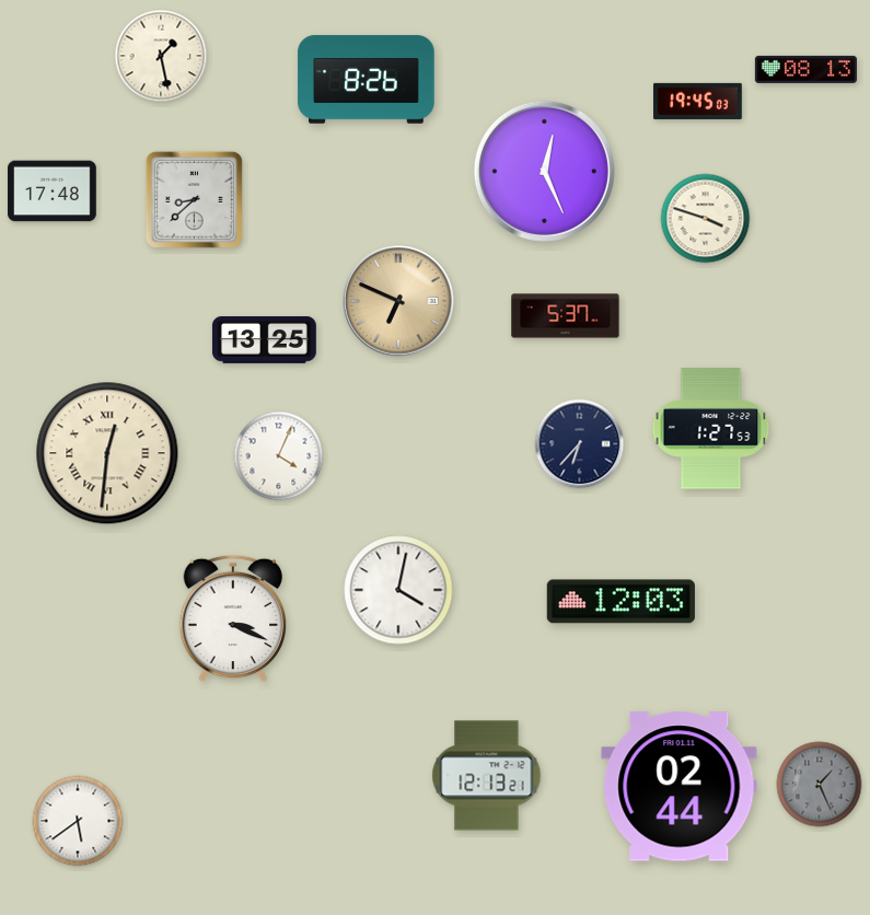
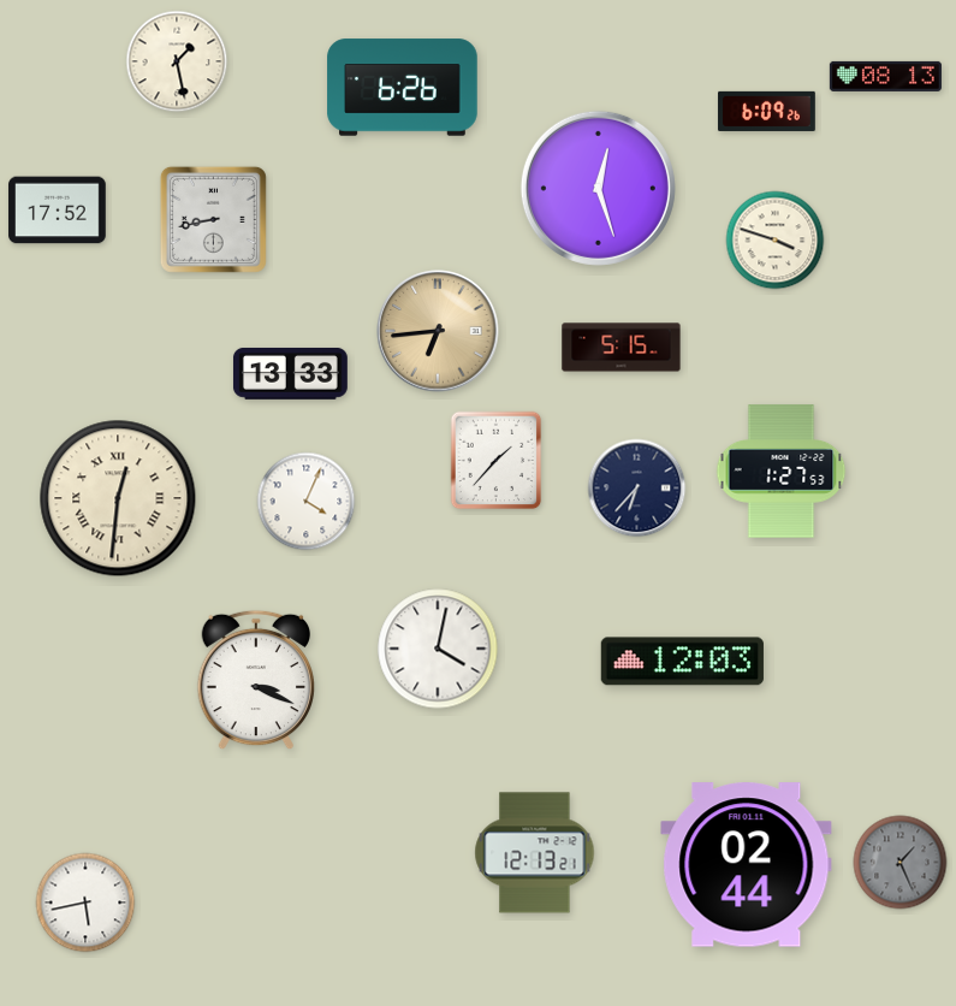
clock at (367, 80): 8:26 -> 6:26
clock at (698, 101): 19:45 -> 6:09
clock at (544, 171): 12:26 -> 12:27
clock at (53, 192): 17:48 -> 17:52
clock at (194, 199): 8:38 -> 8:43
clock at (398, 301): 6:49 -> 6:44
clock at (566, 316): 5:37 -> 5:15
clock at (265, 339): 13:25 -> 13:33
clock at (497, 461): none -> 1:37
clock at (78, 821): 5:39 -> 5:43
